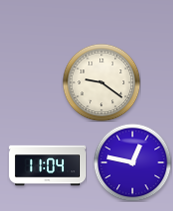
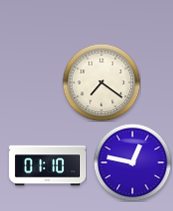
clock at (101, 82): 9:21 -> 7:21
clock at (47, 166): 11:04 -> 01:10
